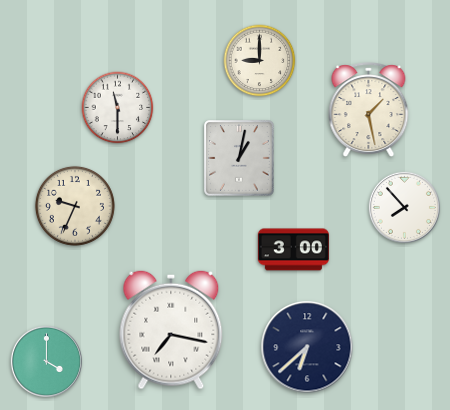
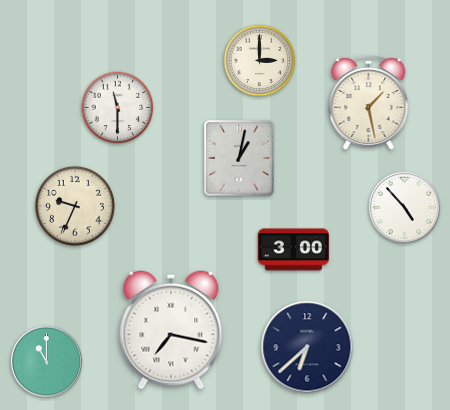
clock at (260, 61): 9:00 -> 3:00
clock at (369, 109) position: (369, 109) -> (369, 102)
clock at (404, 207): 7:53 -> 4:53
clock at (46, 361): 4:00 -> 11:00
